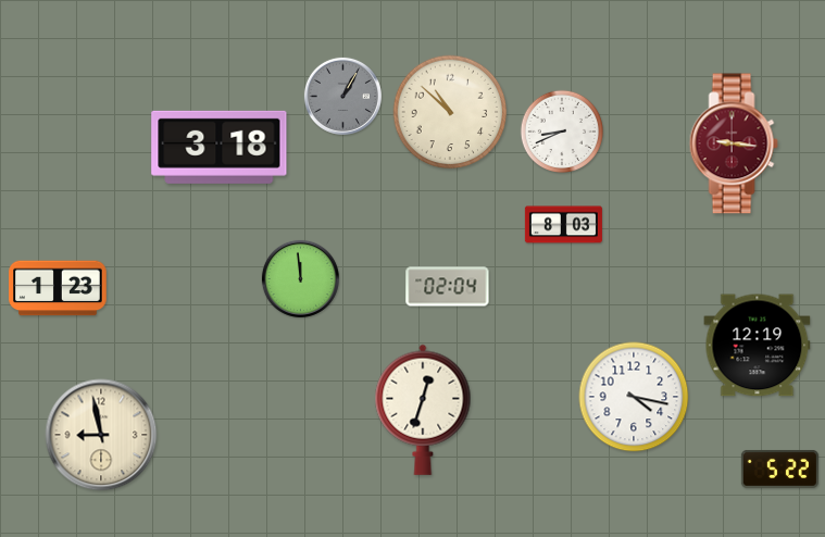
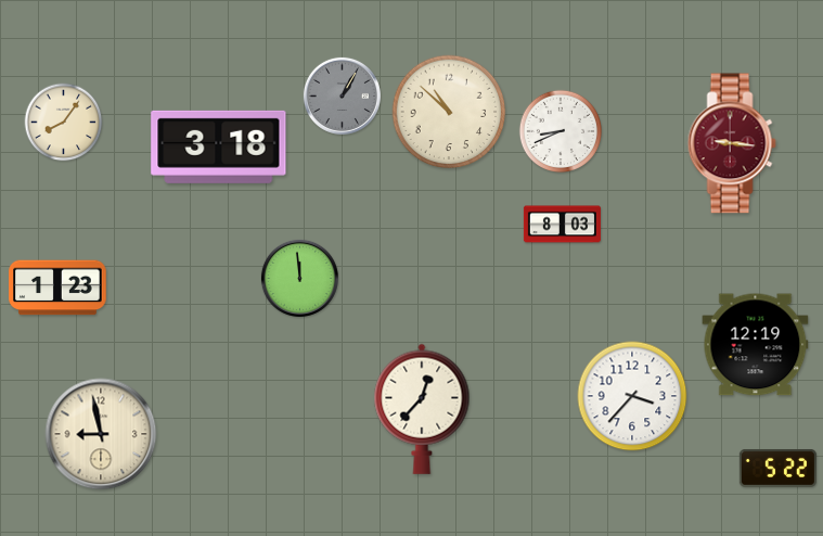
clock at (64, 123): none -> 8:06
clock at (448, 287): 02:04 -> none
clock at (634, 397): 4:17 -> 3:37
clock at (423, 410): 12:33 -> 12:37
